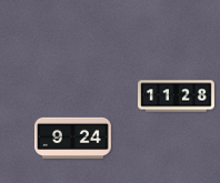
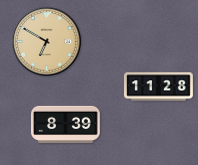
clock at (47, 42): none -> 6:50
clock at (73, 138): 9:24 -> 8:39
